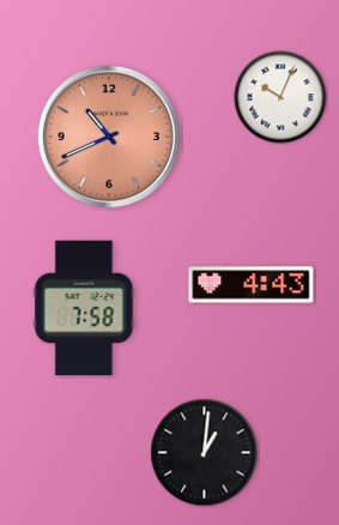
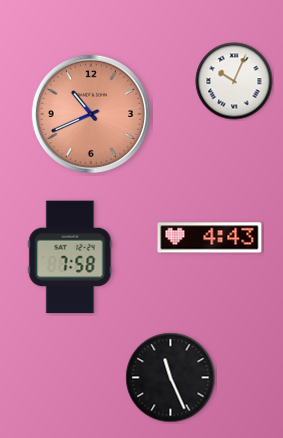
clock at (205, 453): 1:01 -> 11:26
